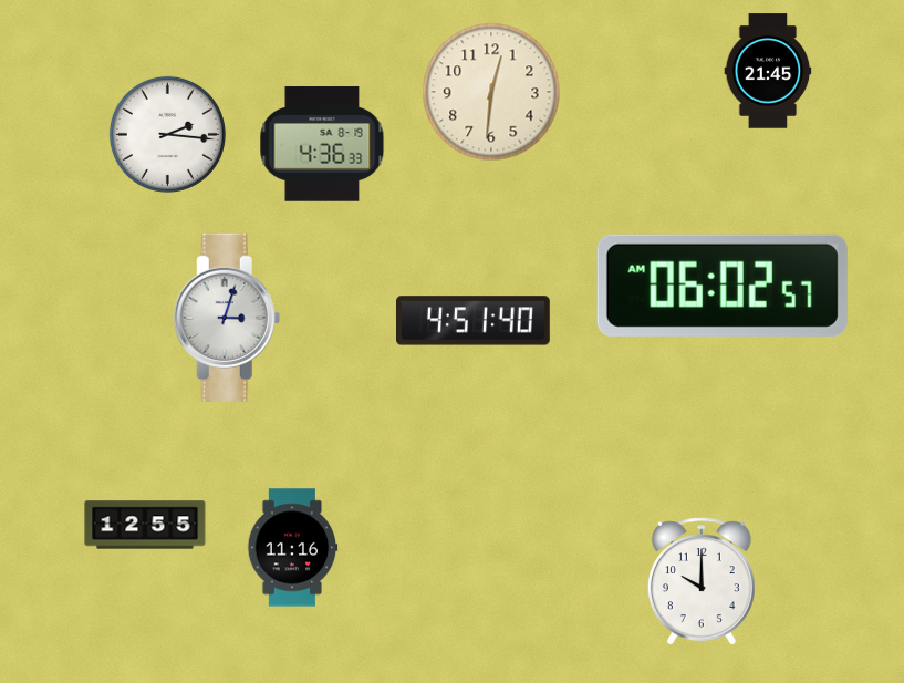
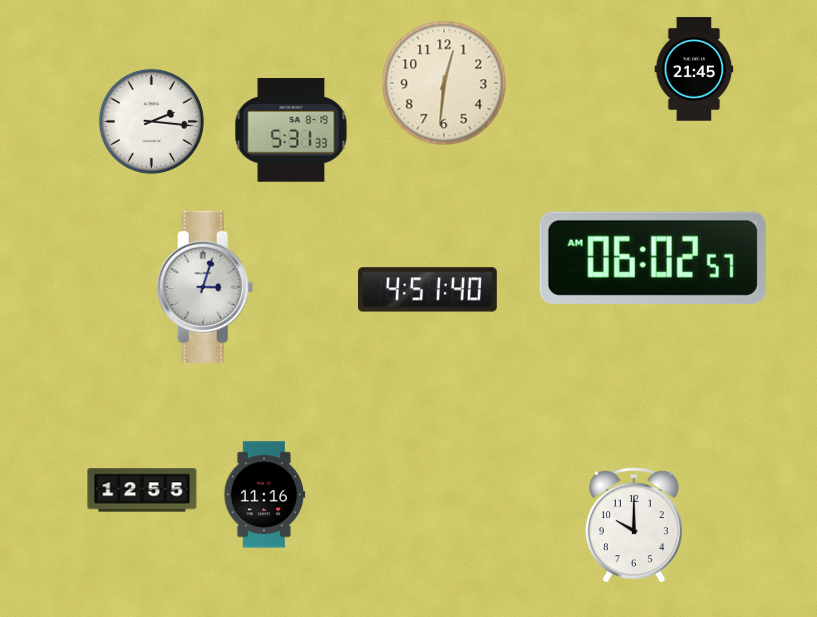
clock at (768, 71) position: (768, 71) -> (694, 69)
clock at (322, 144): 4:36 -> 5:31
clock at (145, 525) position: (145, 525) -> (142, 490)
